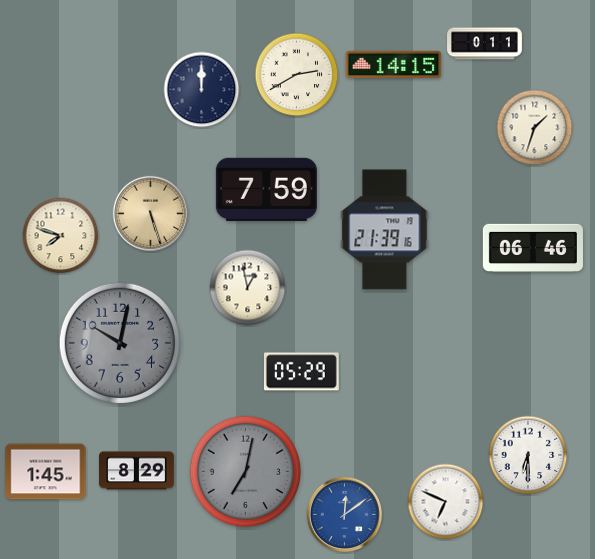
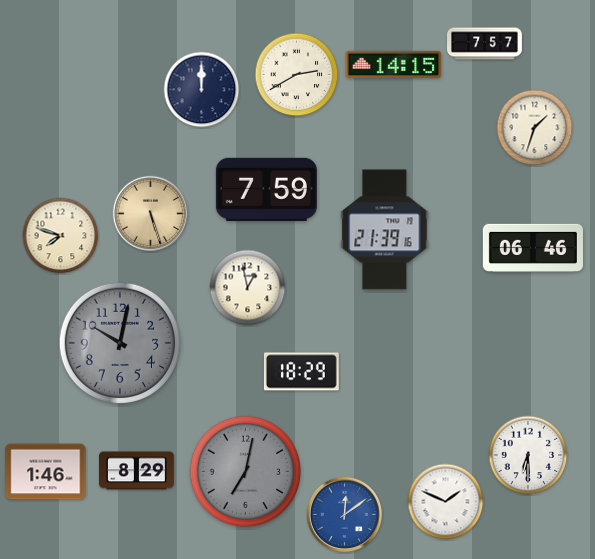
clock at (485, 44): 0:11 -> 7:57
clock at (301, 372): 05:29 -> 18:29
clock at (46, 472): 1:45 -> 1:46
clock at (446, 502): 6:49 -> 1:49
